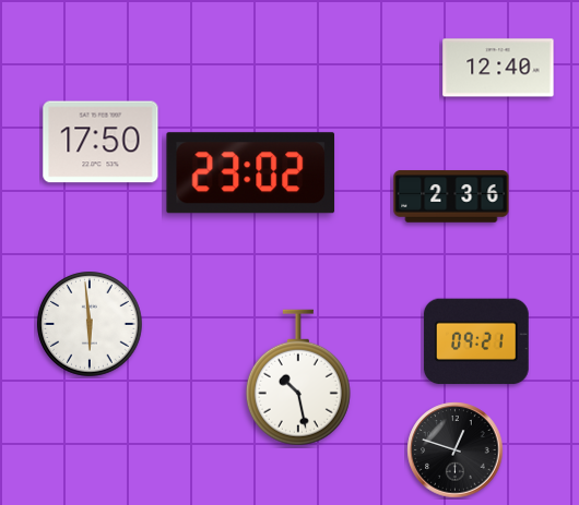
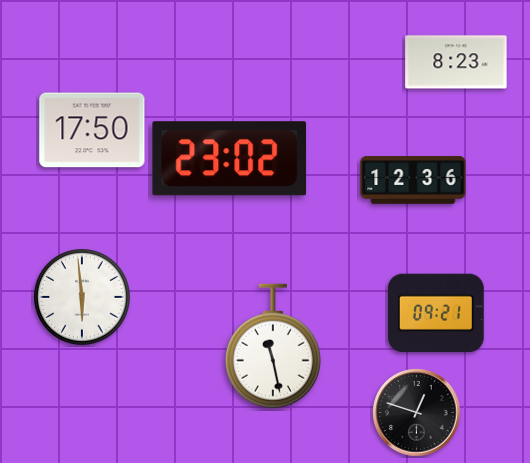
clock at (498, 68): 12:40 -> 8:23
clock at (451, 196): 2:36 -> 12:36
clock at (298, 377): 10:28 -> 11:28
